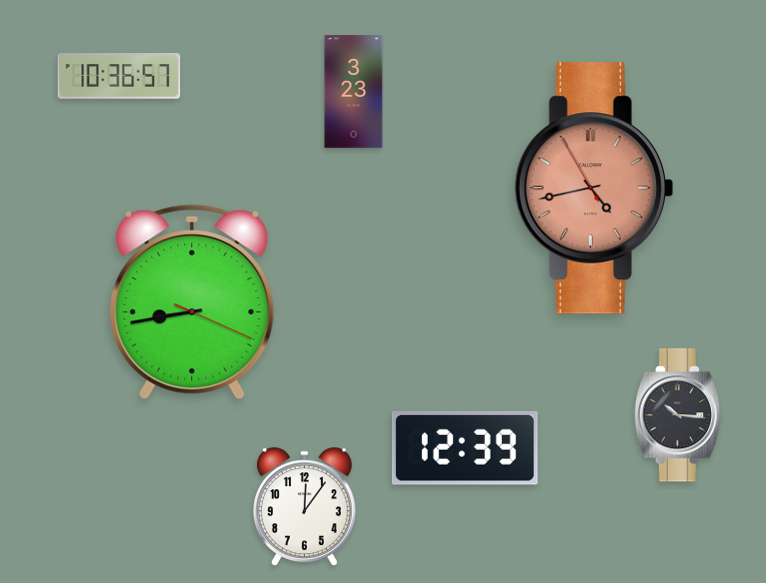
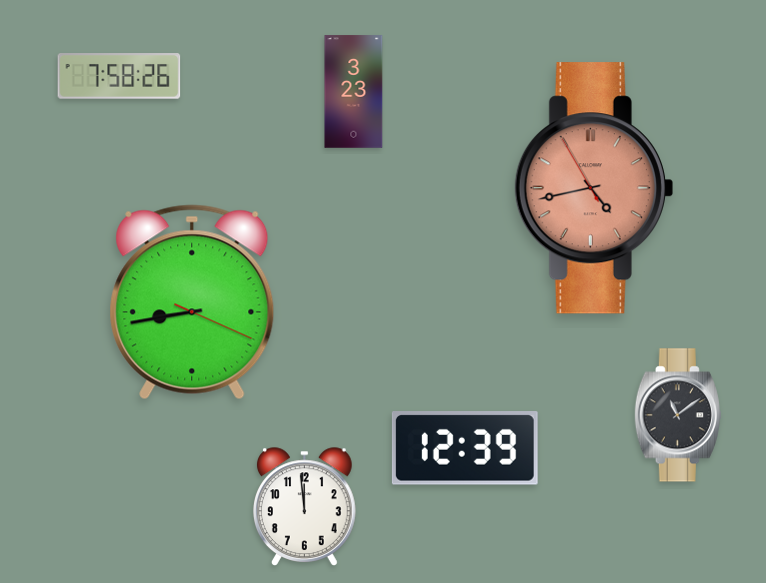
clock at (119, 76): 10:36 -> 7:58
clock at (678, 415): 10:16 -> 11:09
clock at (305, 506): 12:06 -> 11:59
